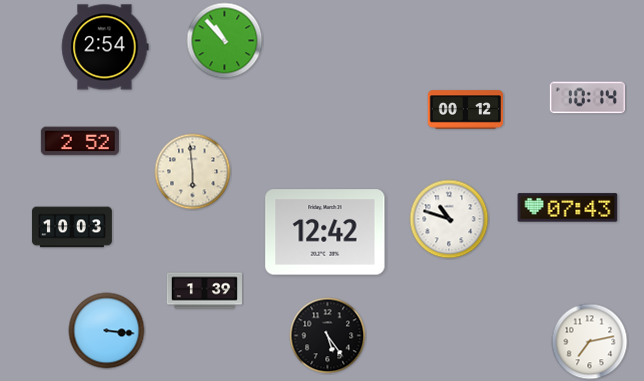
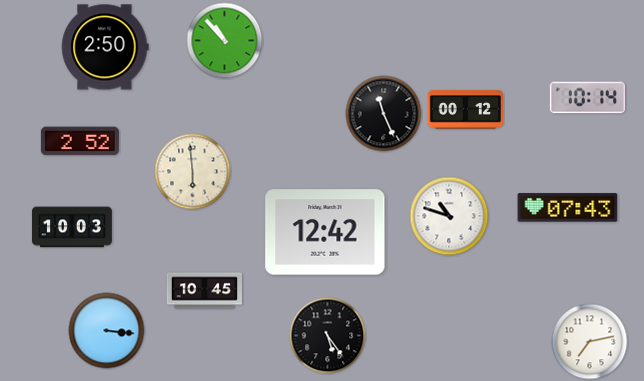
clock at (105, 47): 2:54 -> 2:50
clock at (384, 114): none -> 11:26
clock at (449, 219) position: (449, 219) -> (449, 216)
clock at (205, 291): 1:39 -> 10:45
